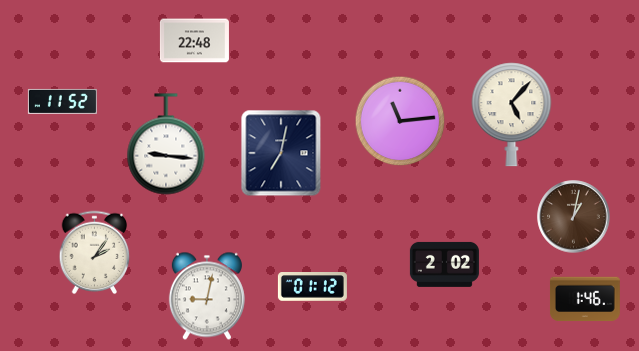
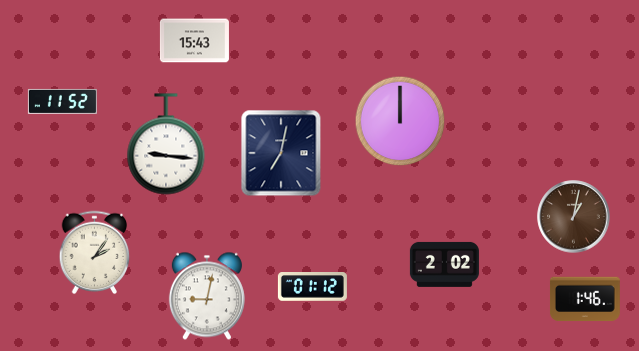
clock at (194, 41): 22:48 -> 15:43
clock at (512, 115): 5:07 -> none
clock at (400, 121): 11:14 -> 12:00
